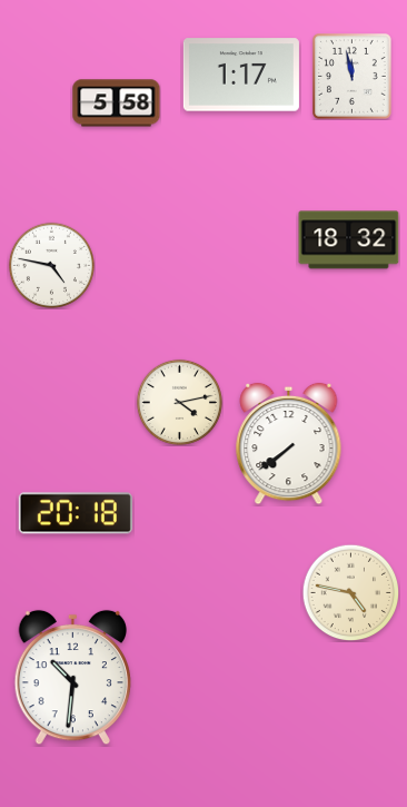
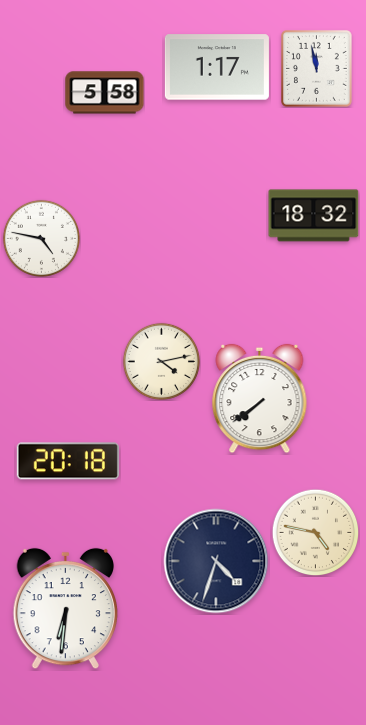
clock at (51, 265) position: (51, 265) -> (41, 238)
clock at (216, 561): none -> 4:33
clock at (72, 678): 10:31 -> 6:31
